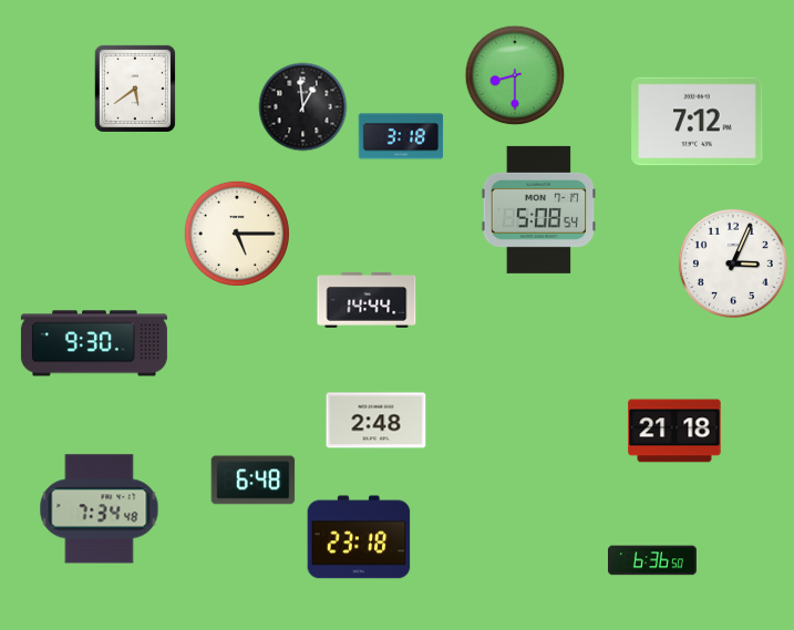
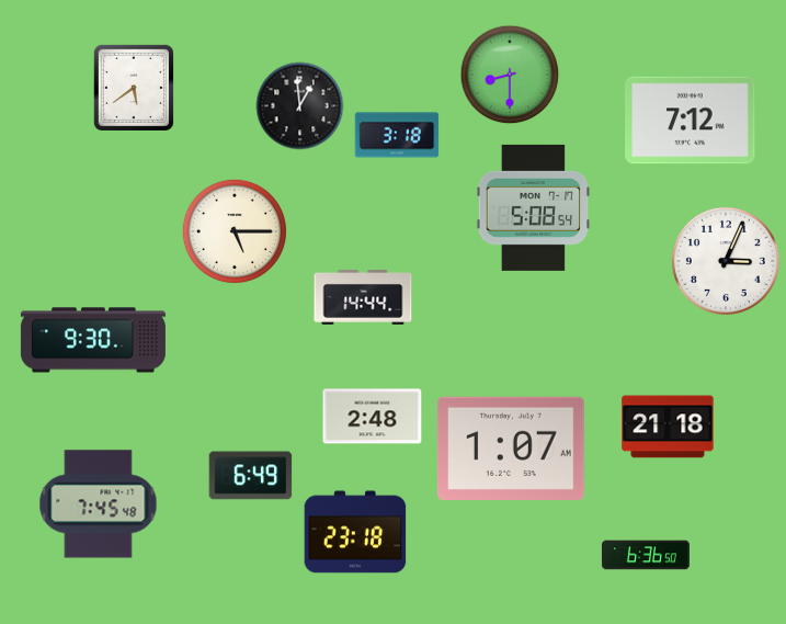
clock at (511, 449): none -> 1:07
clock at (254, 481): 6:48 -> 6:49
clock at (100, 509): 7:34 -> 7:45
